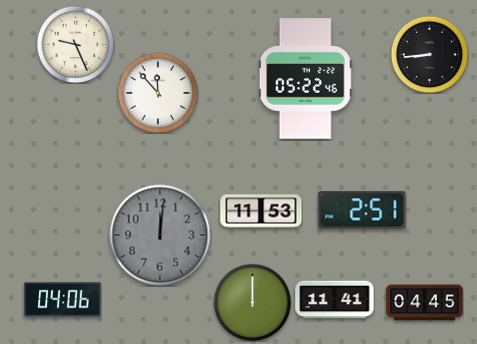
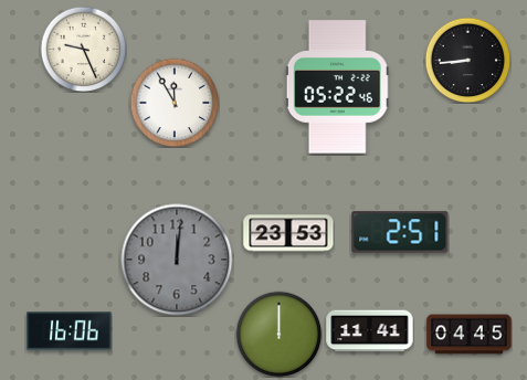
clock at (429, 54) position: (429, 54) -> (467, 60)
clock at (158, 93): 11:53 -> 11:55
clock at (261, 211): 11:53 -> 23:53
clock at (63, 300): 04:06 -> 16:06
